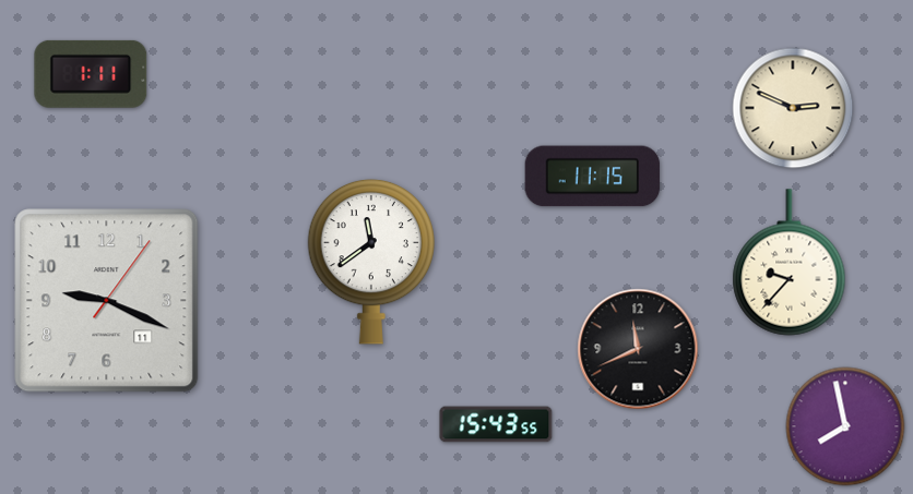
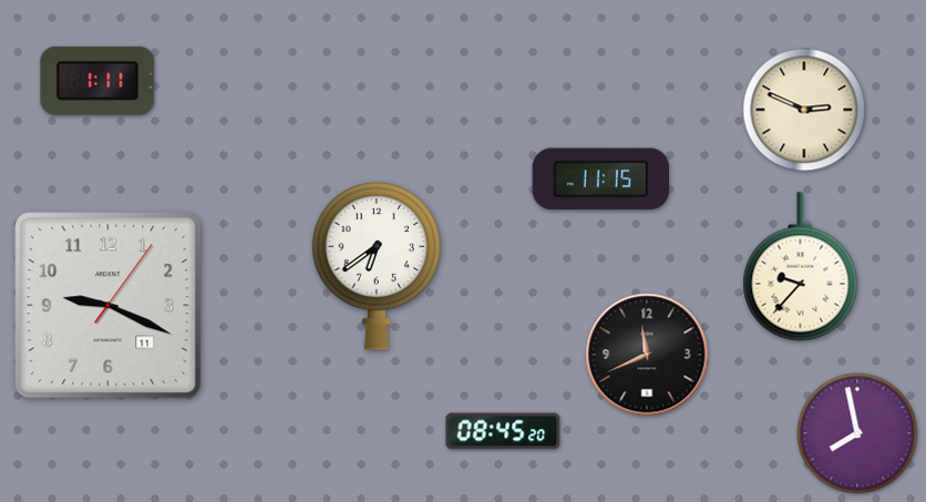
clock at (91, 74) position: (91, 74) -> (97, 81)
clock at (370, 262): 11:39 -> 6:39
clock at (496, 424): 15:43 -> 08:45
